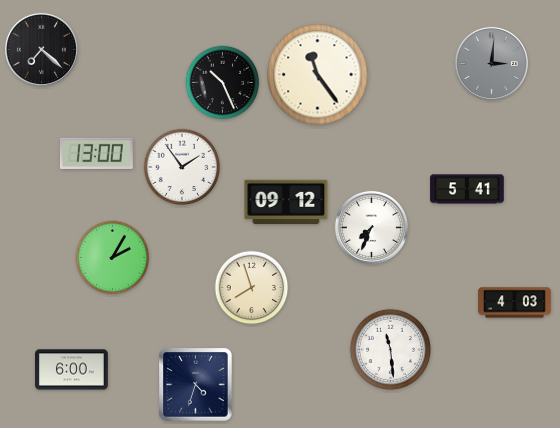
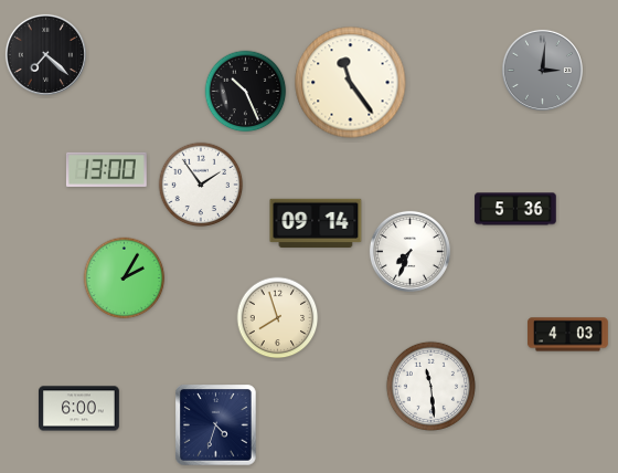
clock at (467, 189): 5:41 -> 5:36
clock at (286, 202): 09:12 -> 09:14
clock at (113, 258) position: (113, 258) -> (125, 278)
